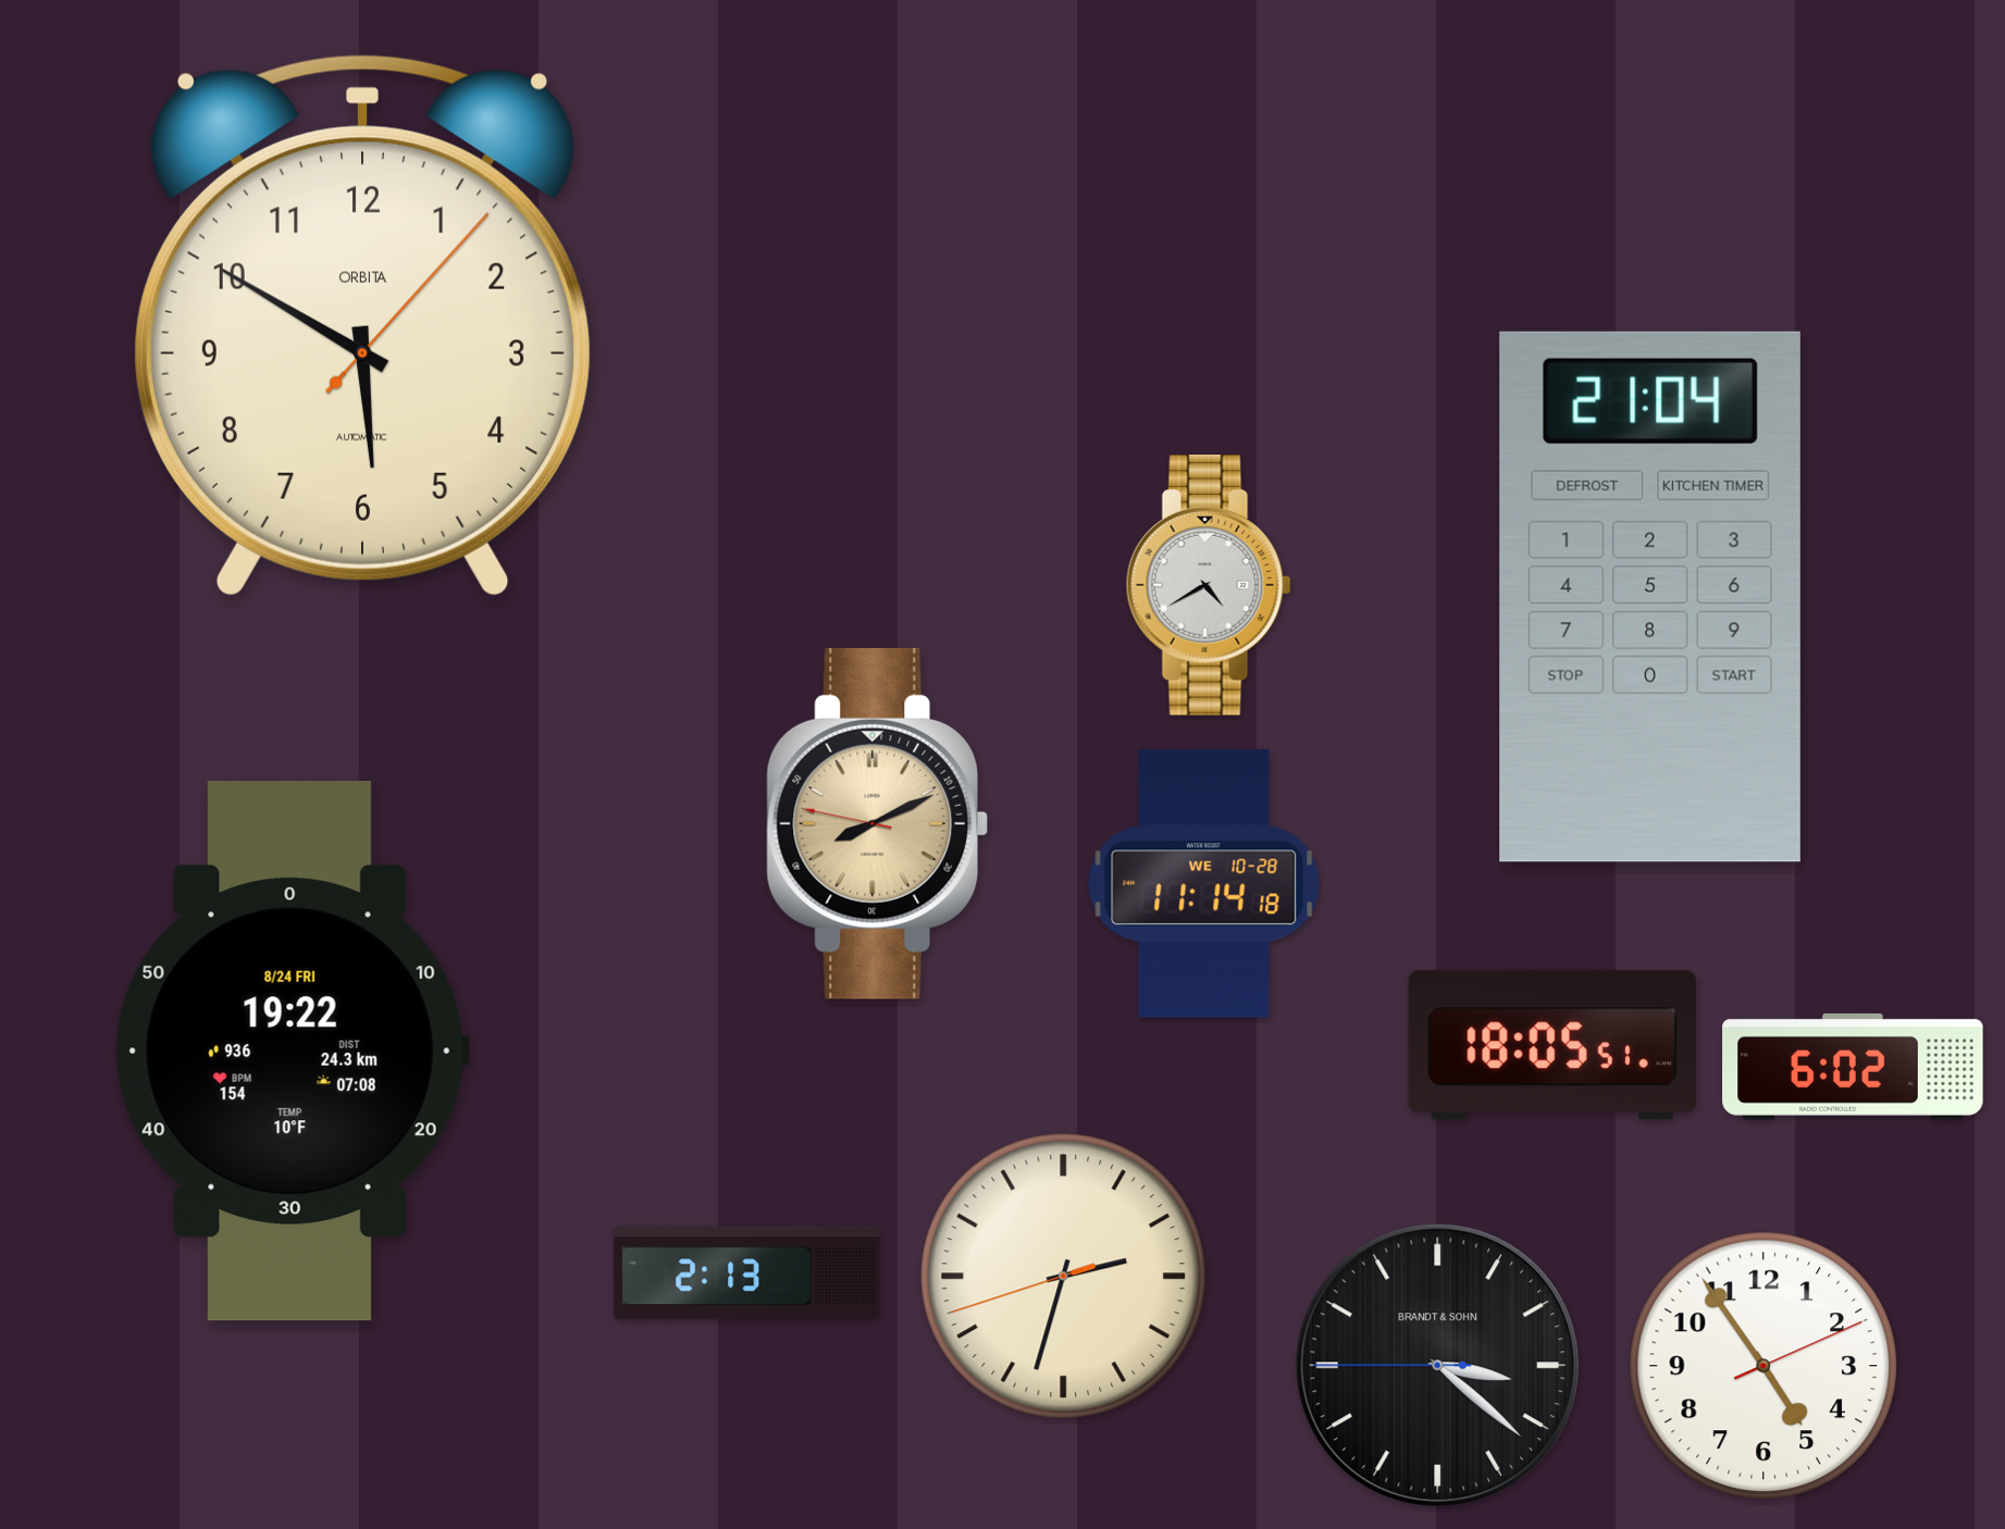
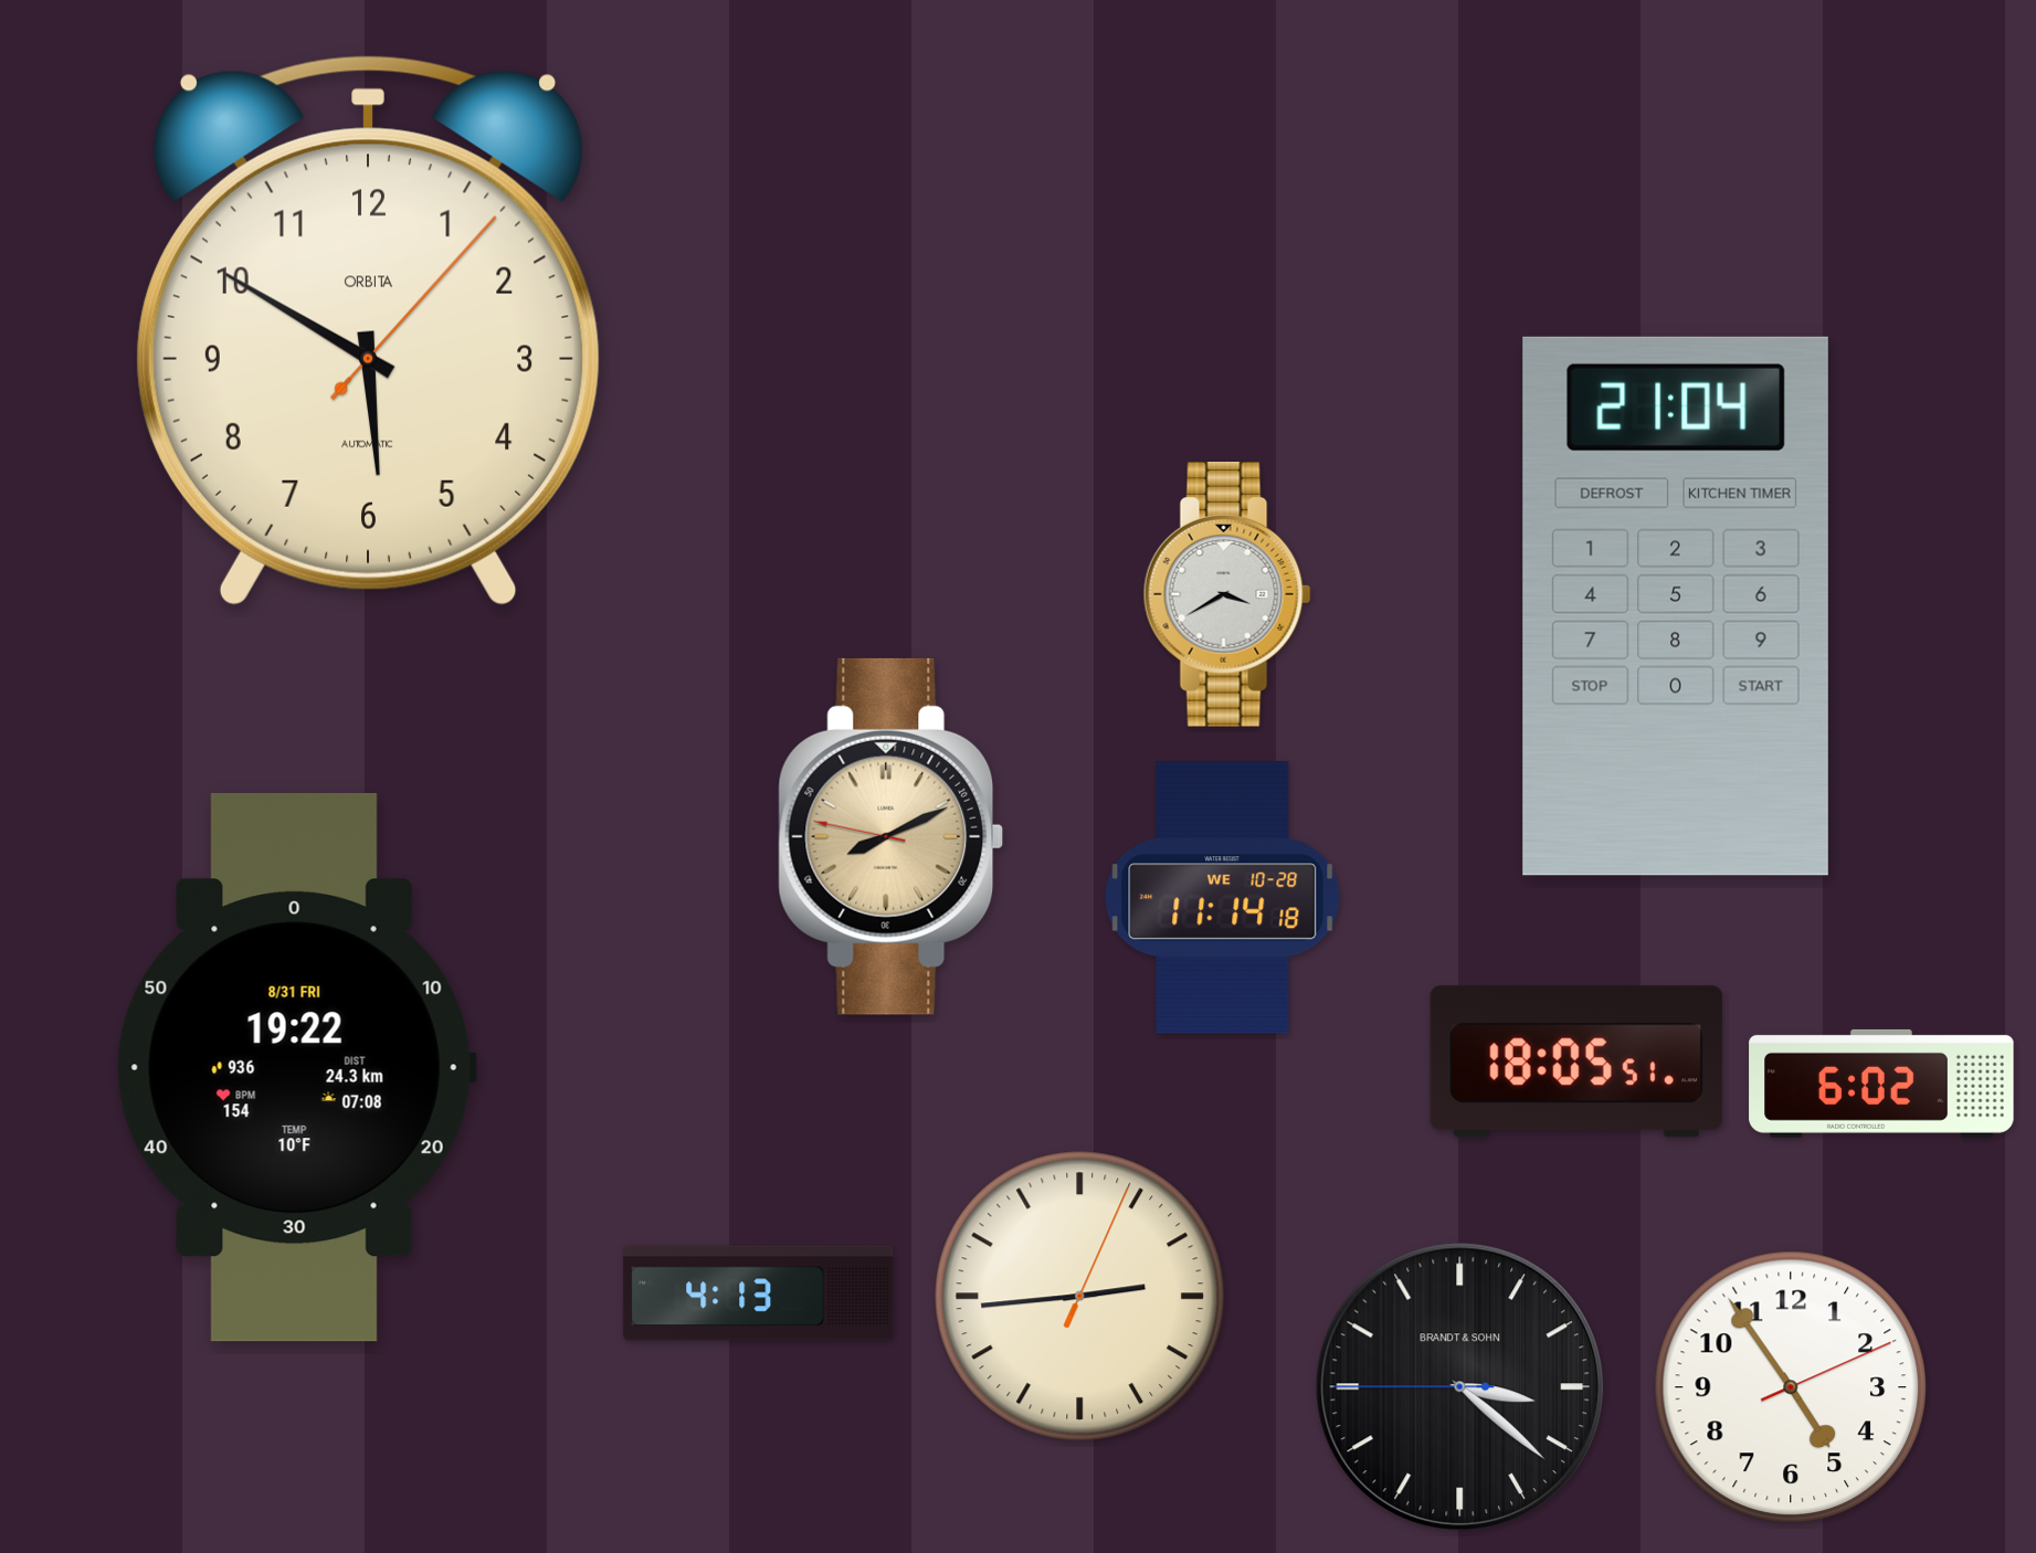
clock at (1209, 586): 4:40 -> 3:40
clock at (292, 1051) date: 8/24 FRI -> 8/31 FRI
clock at (747, 1273): 2:13 -> 4:13
clock at (1064, 1277): 2:32 -> 2:44
